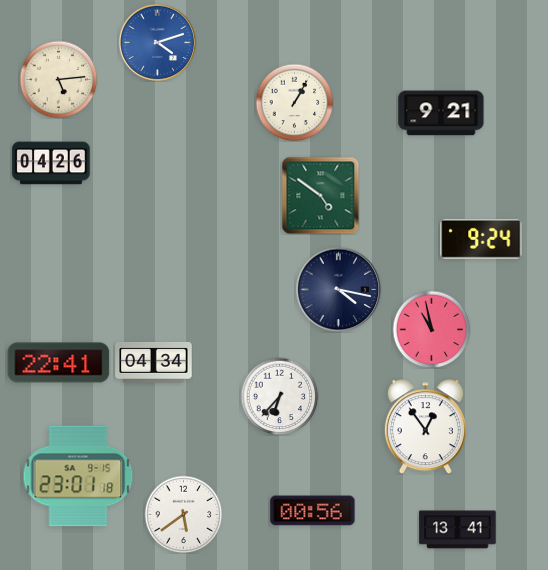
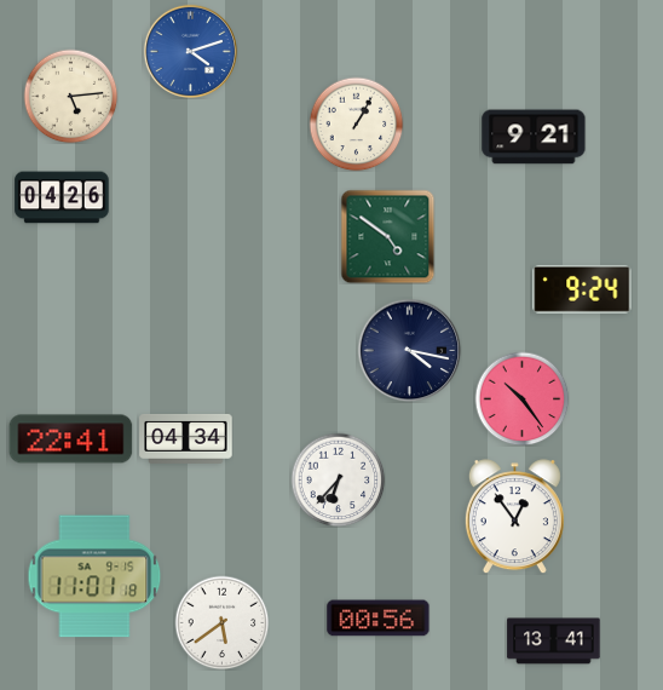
clock at (431, 329): 10:58 -> 10:24
clock at (78, 476): 23:01 -> 11:01
